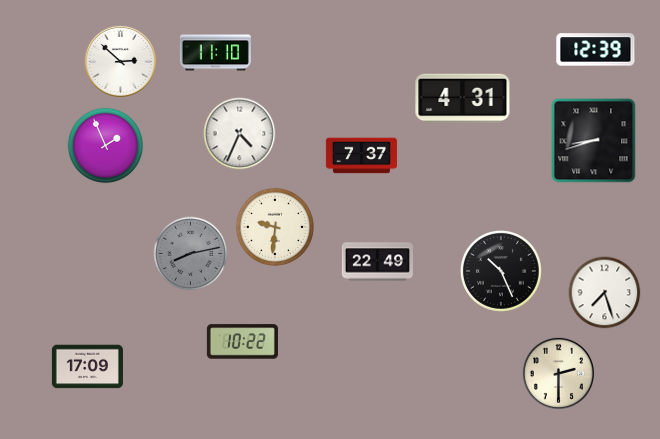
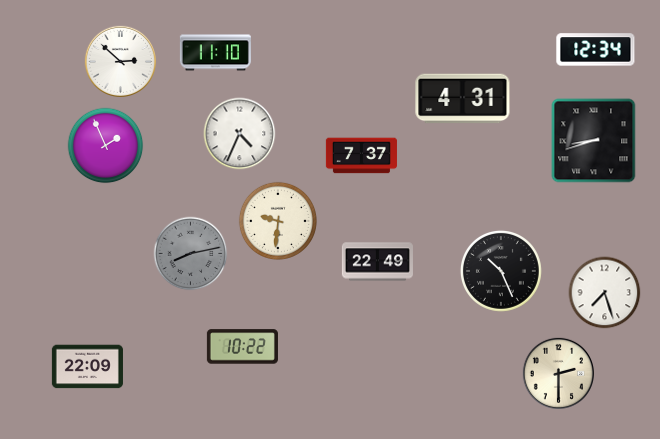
clock at (596, 50): 12:39 -> 12:34
clock at (275, 227) position: (275, 227) -> (278, 221)
clock at (242, 342) position: (242, 342) -> (242, 347)
clock at (87, 367): 17:09 -> 22:09
